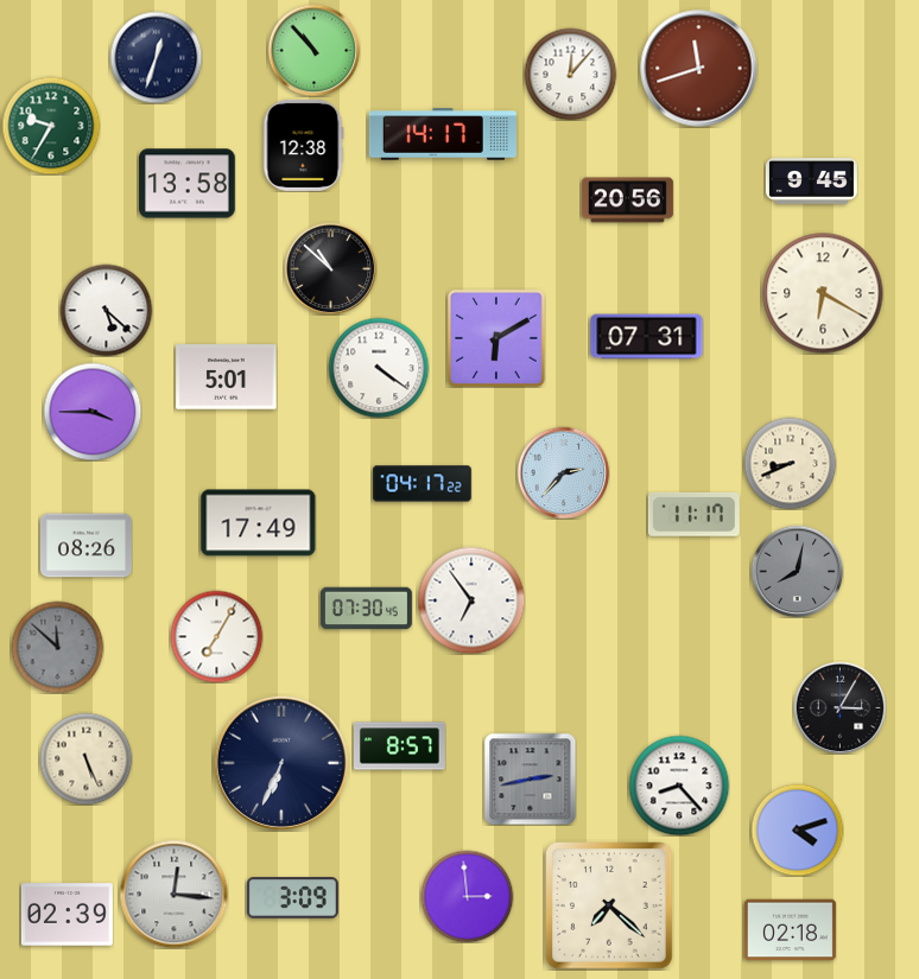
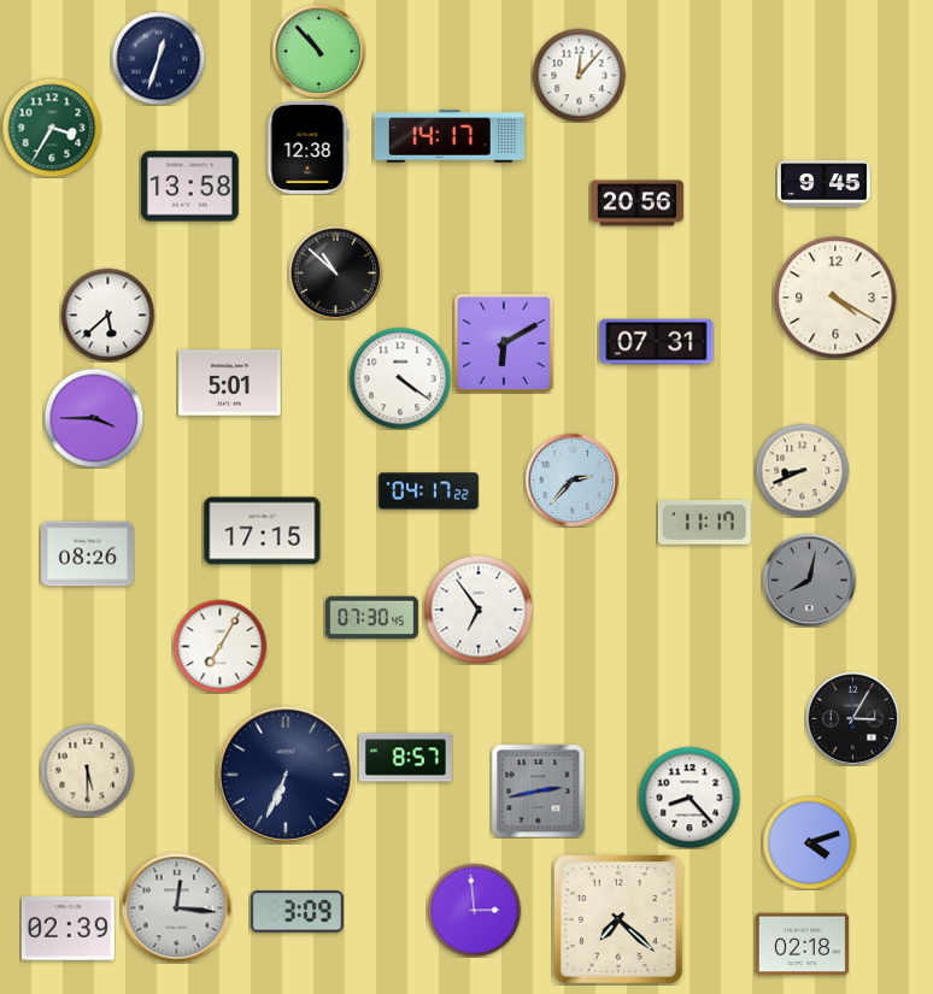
clock at (699, 69): 11:42 -> none
clock at (51, 126): 9:35 -> 3:35
clock at (823, 293): 6:20 -> 4:20
clock at (106, 310): 5:22 -> 5:38
clock at (379, 368) position: (379, 368) -> (400, 378)
clock at (259, 523): 17:49 -> 17:15
clock at (57, 647): 11:52 -> none
clock at (85, 758): 5:26 -> 5:30
